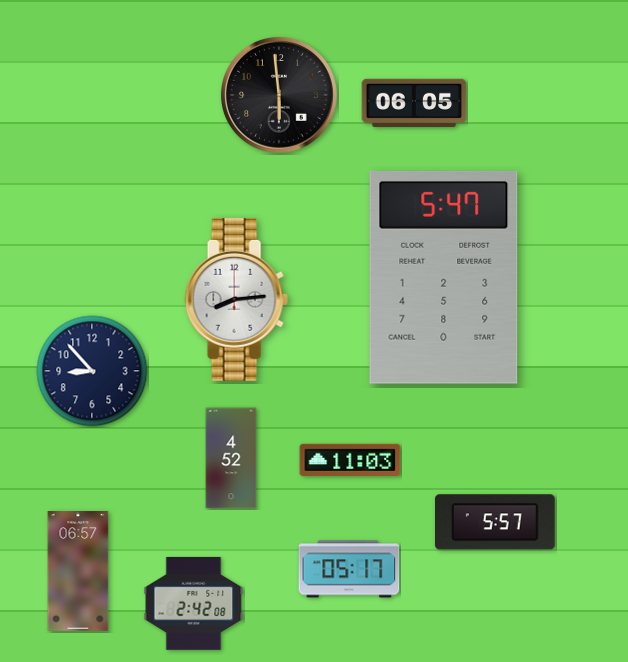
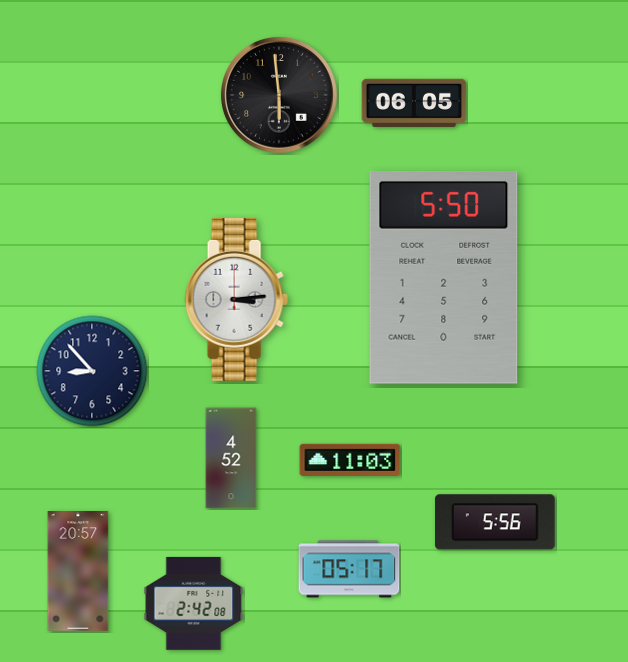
clock at (444, 277): 5:47 -> 5:50
clock at (236, 299): 8:14 -> 3:14
clock at (495, 522): 5:57 -> 5:56
clock at (78, 571): 06:57 -> 20:57
